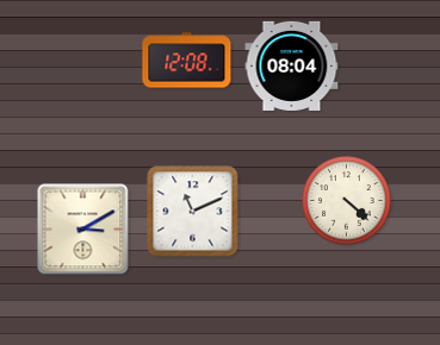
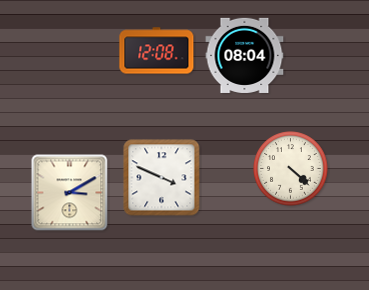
clock at (193, 212): 11:11 -> 3:49
